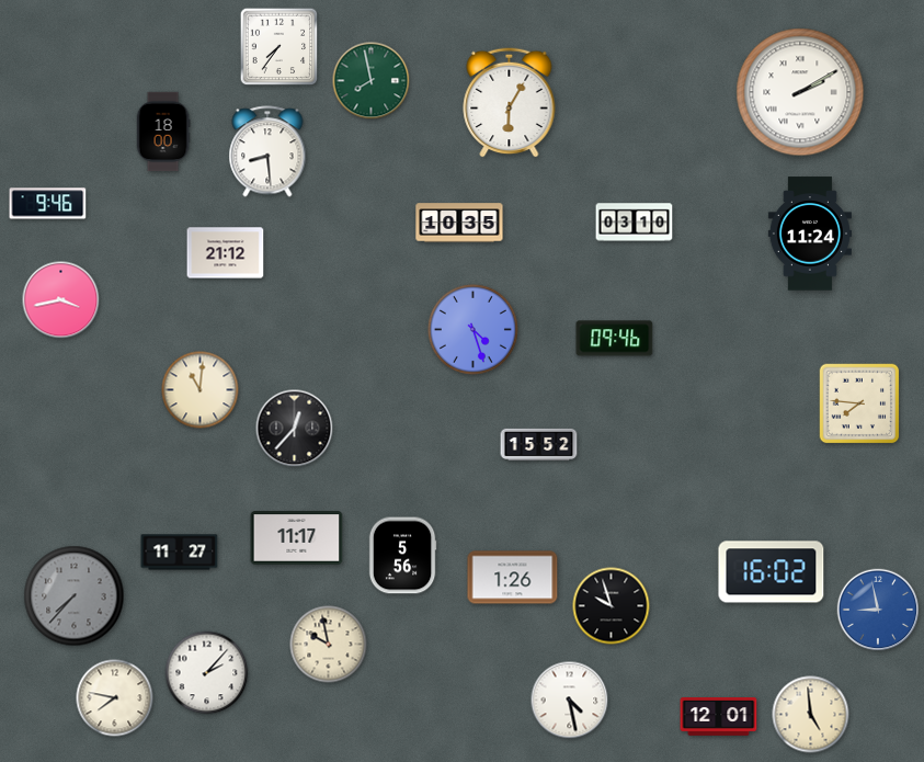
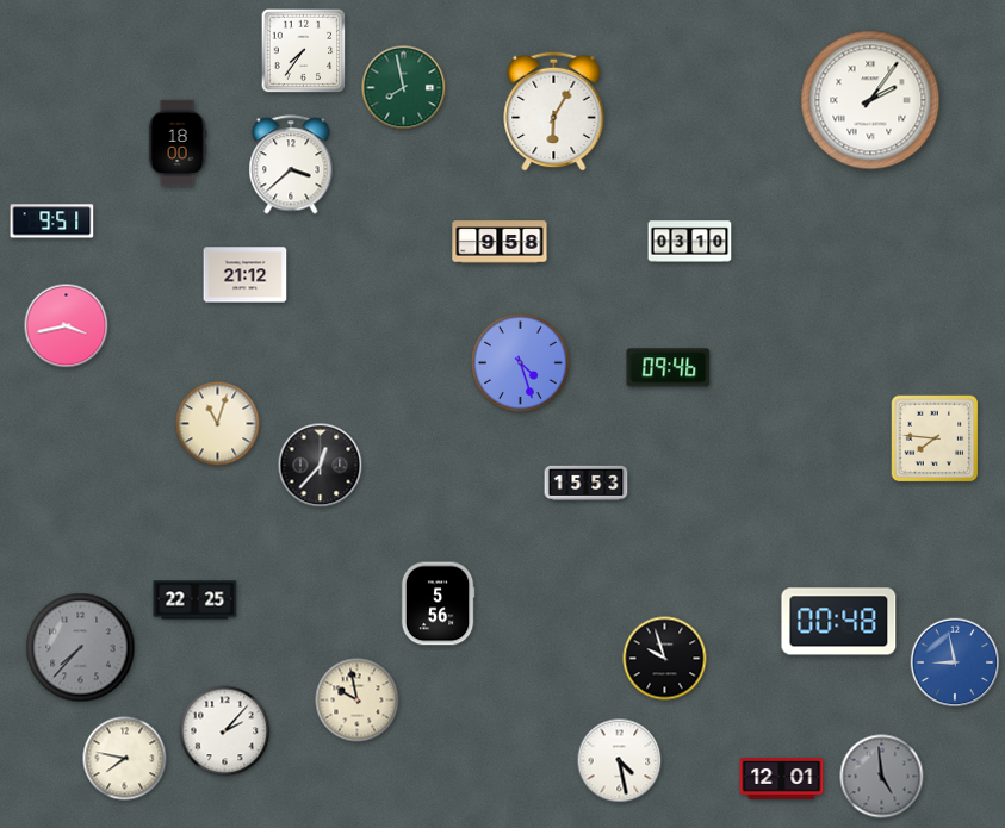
clock at (800, 92): 2:10 -> 2:06
clock at (267, 151): 8:29 -> 3:38
clock at (48, 204): 9:46 -> 9:51
clock at (459, 223): 10:35 -> 9:58
clock at (810, 234): 11:24 -> none
clock at (472, 329) position: (472, 329) -> (520, 362)
clock at (201, 390): 11:01 -> 11:03
clock at (539, 444): 15:52 -> 15:53
clock at (297, 538): 11:17 -> none
clock at (180, 553): 11:27 -> 22:25
clock at (772, 572): 16:02 -> 00:48
clock at (513, 578): 1:26 -> none
clock at (811, 715) dial: cream -> grey
